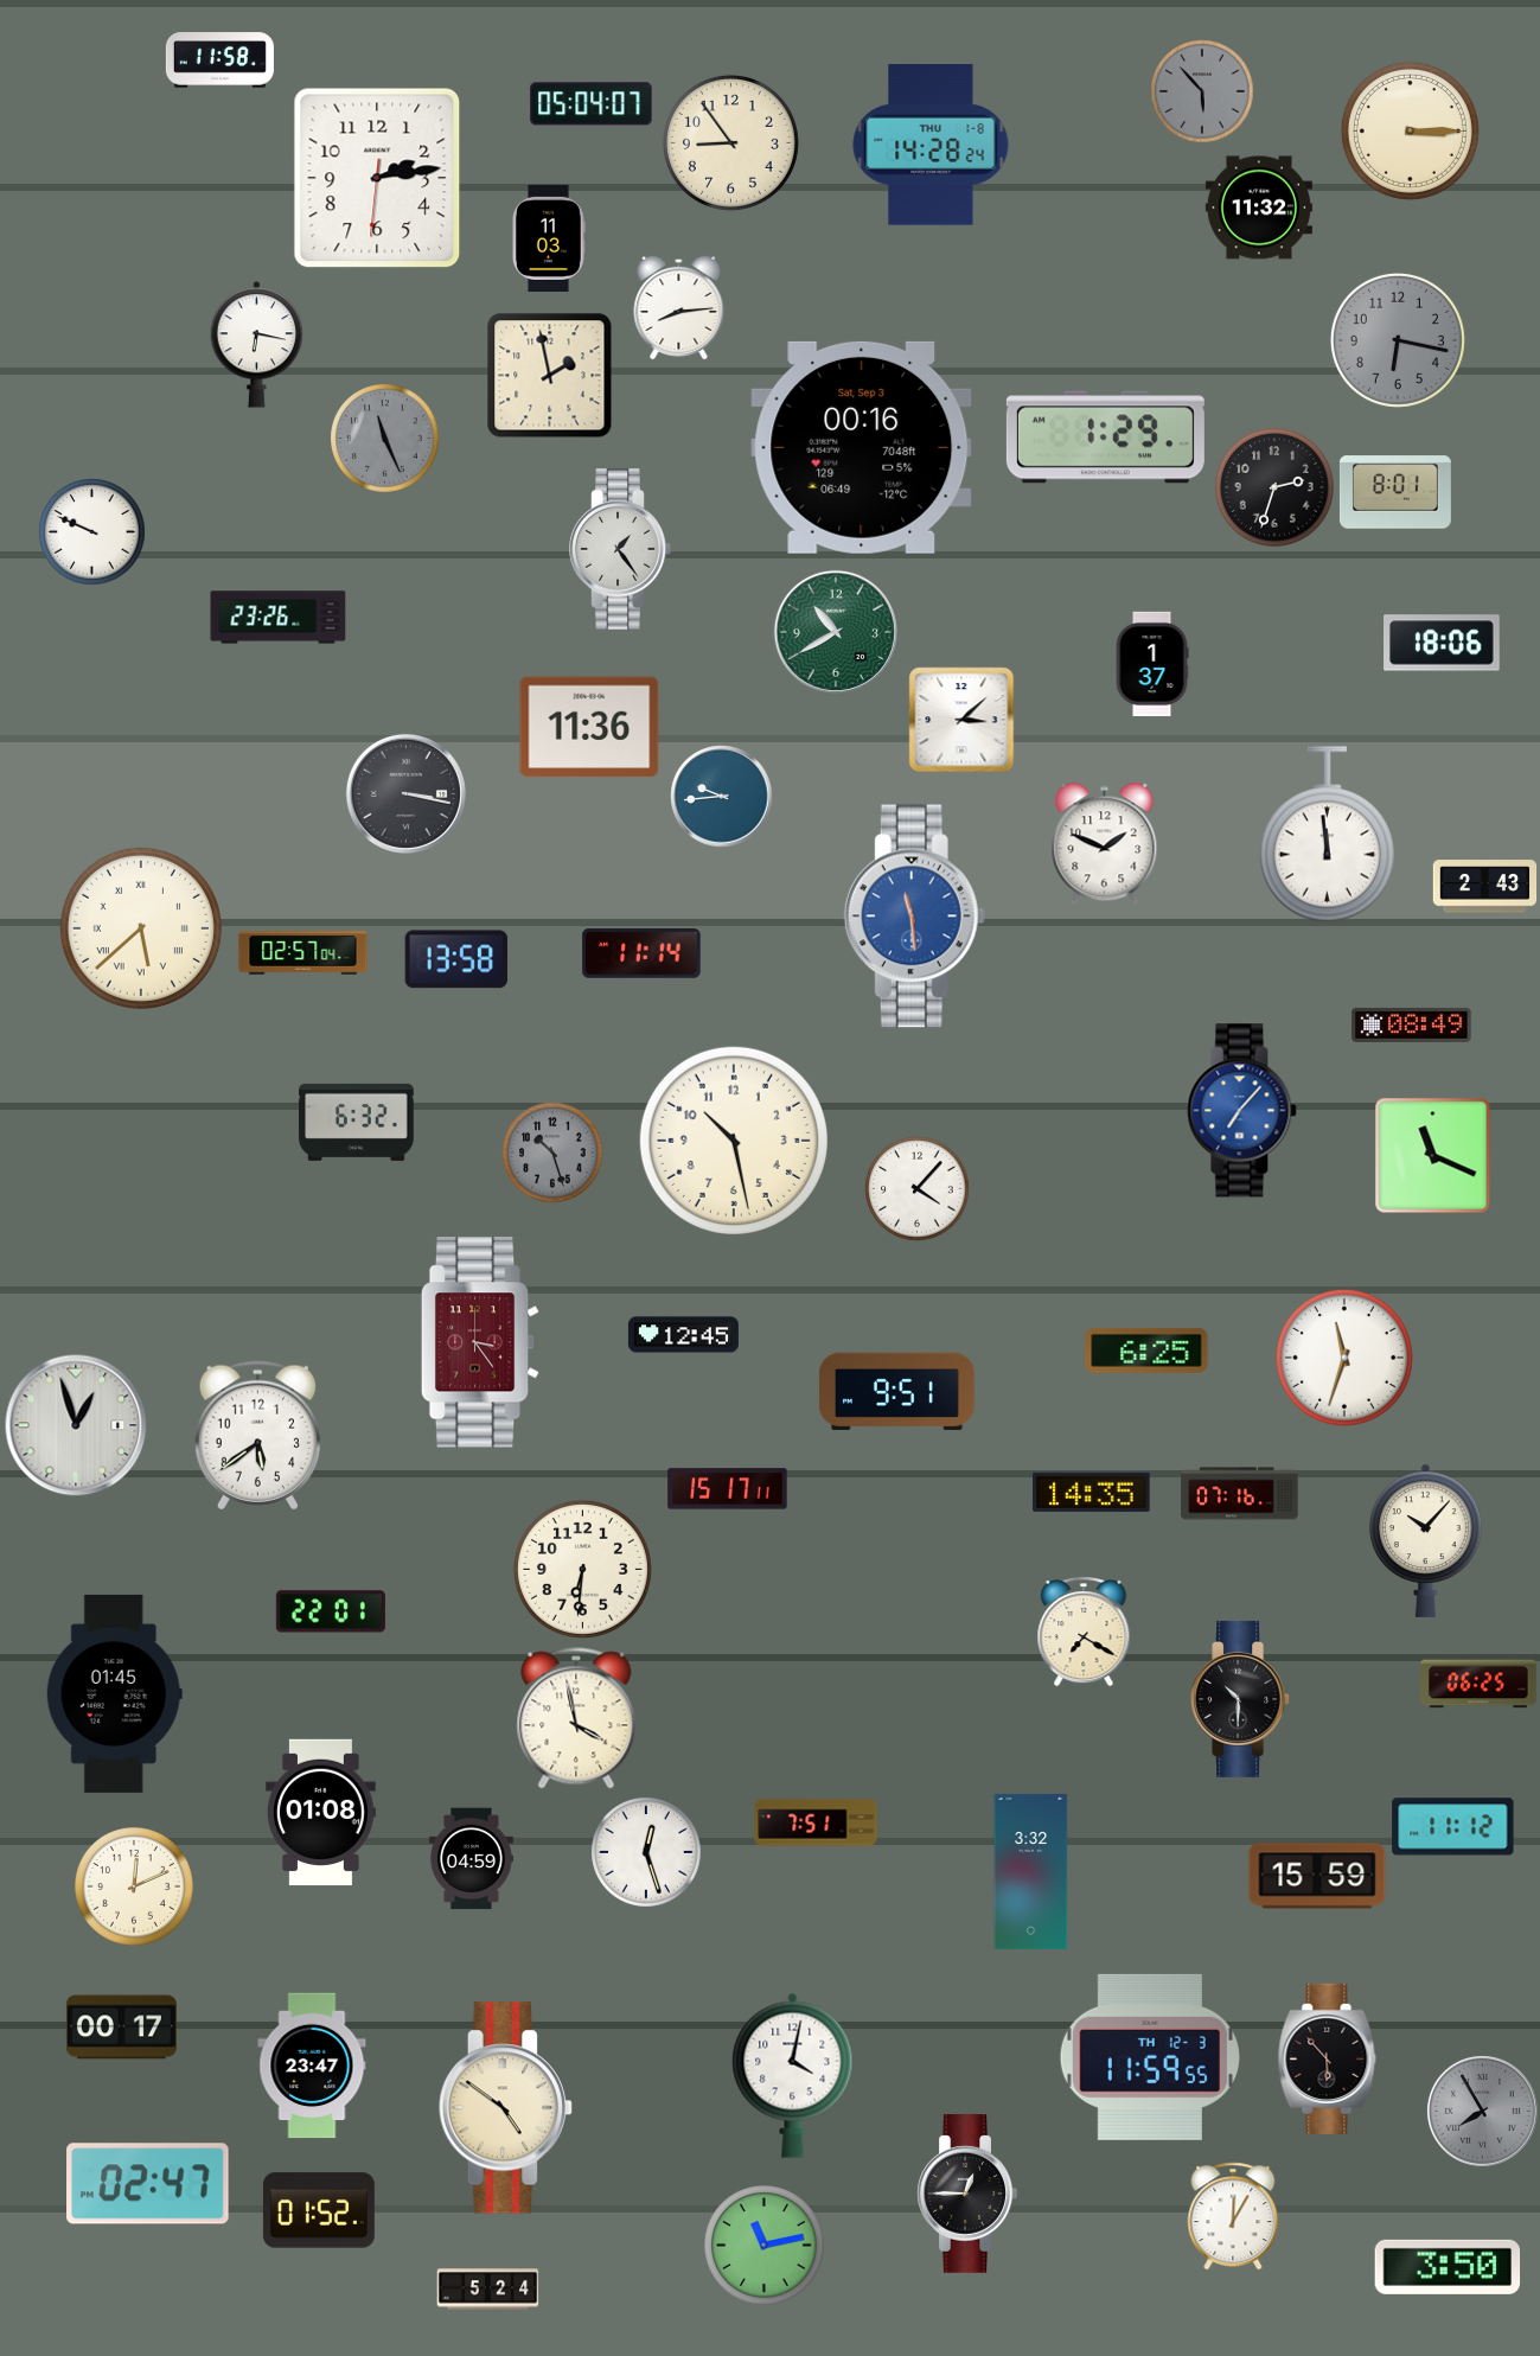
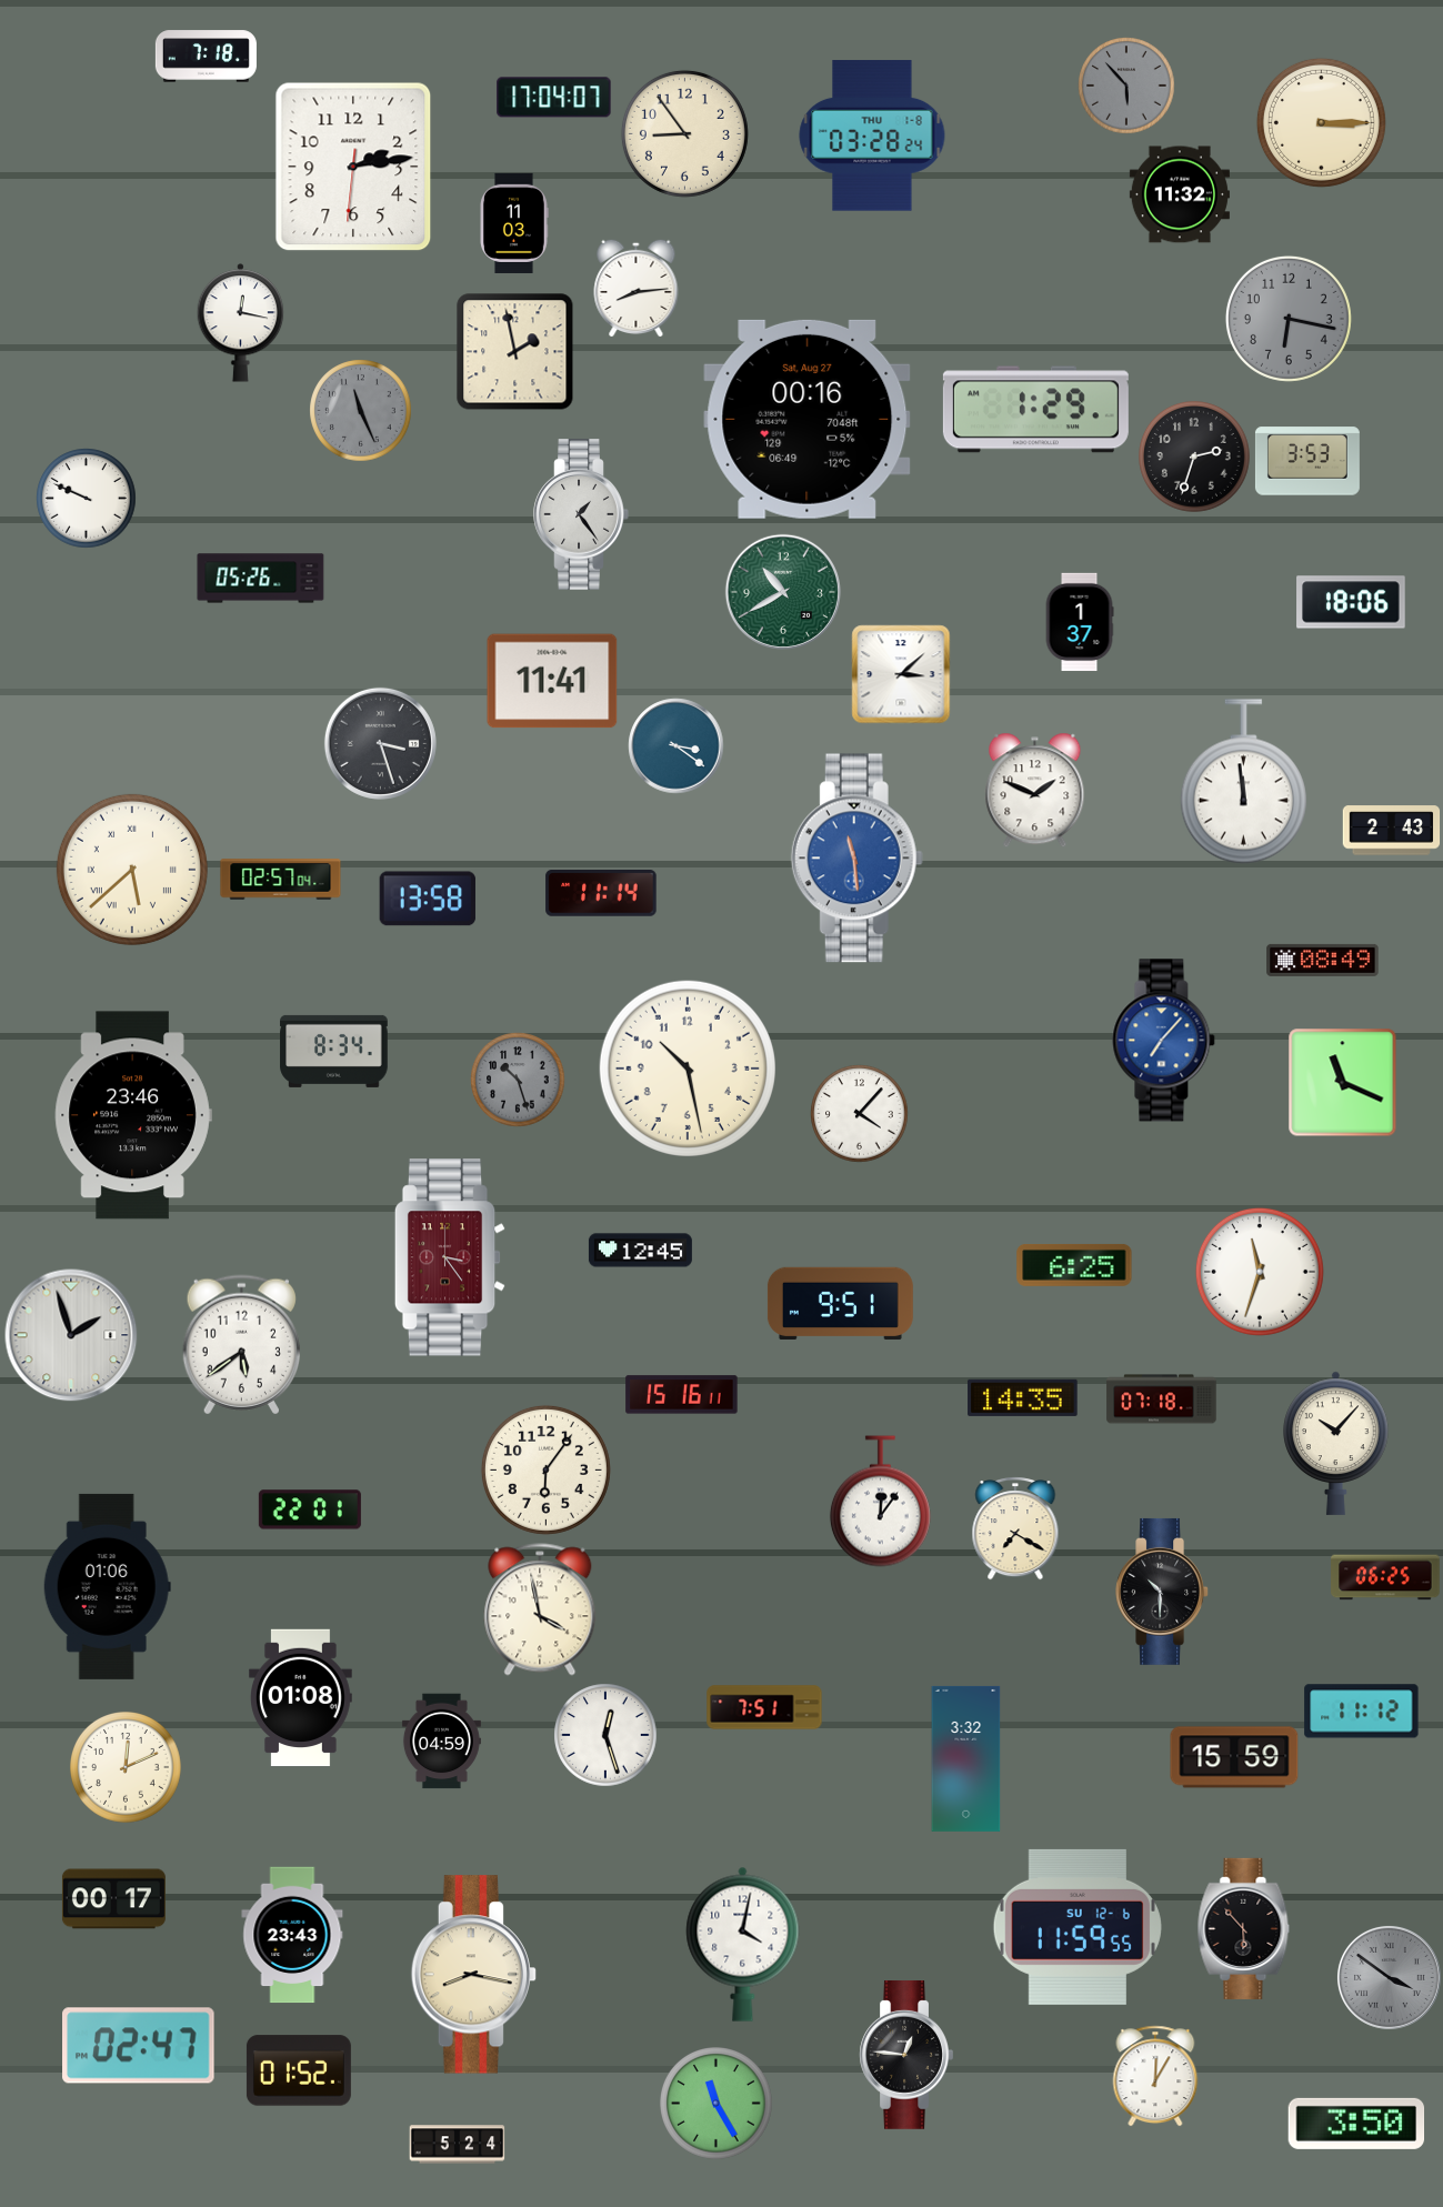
clock at (219, 60): 11:58 -> 7:18
clock at (592, 104): 05:04 -> 17:04
clock at (931, 145): 14:28 -> 03:28
clock at (1398, 340) position: (1398, 340) -> (1289, 319)
clock at (257, 345): 6:17 -> 12:17
clock at (862, 447) date: Sat, Sep 3 -> Sat, Aug 27
clock at (1395, 492): 8:01 -> 3:53
clock at (279, 618): 23:26 -> 05:26
clock at (589, 727): 11:36 -> 11:41
clock at (405, 793): 3:17 -> 3:27
clock at (722, 797): 9:44 -> 3:21
clock at (303, 953) position: (303, 953) -> (281, 880)
clock at (357, 1122): 6:32 -> 8:34
clock at (133, 1115): none -> 23:46
clock at (76, 1425): 12:57 -> 1:57
clock at (728, 1489): 15:17 -> 15:16
clock at (1240, 1494): 07:16 -> 07:18
clock at (582, 1569): 6:31 -> 6:06
clock at (880, 1502): none -> 12:06
clock at (114, 1693): 01:45 -> 01:06
clock at (1031, 1871) position: (1031, 1871) -> (966, 1758)
clock at (1150, 2057) date: TH 12-3 -> SU 12-6
clock at (312, 2066): 23:47 -> 23:43
clock at (505, 2108): 4:51 -> 8:17
clock at (1482, 2111): 7:55 -> 3:51
clock at (967, 2195): 12:45 -> 12:46
clock at (765, 2246): 11:13 -> 11:25
